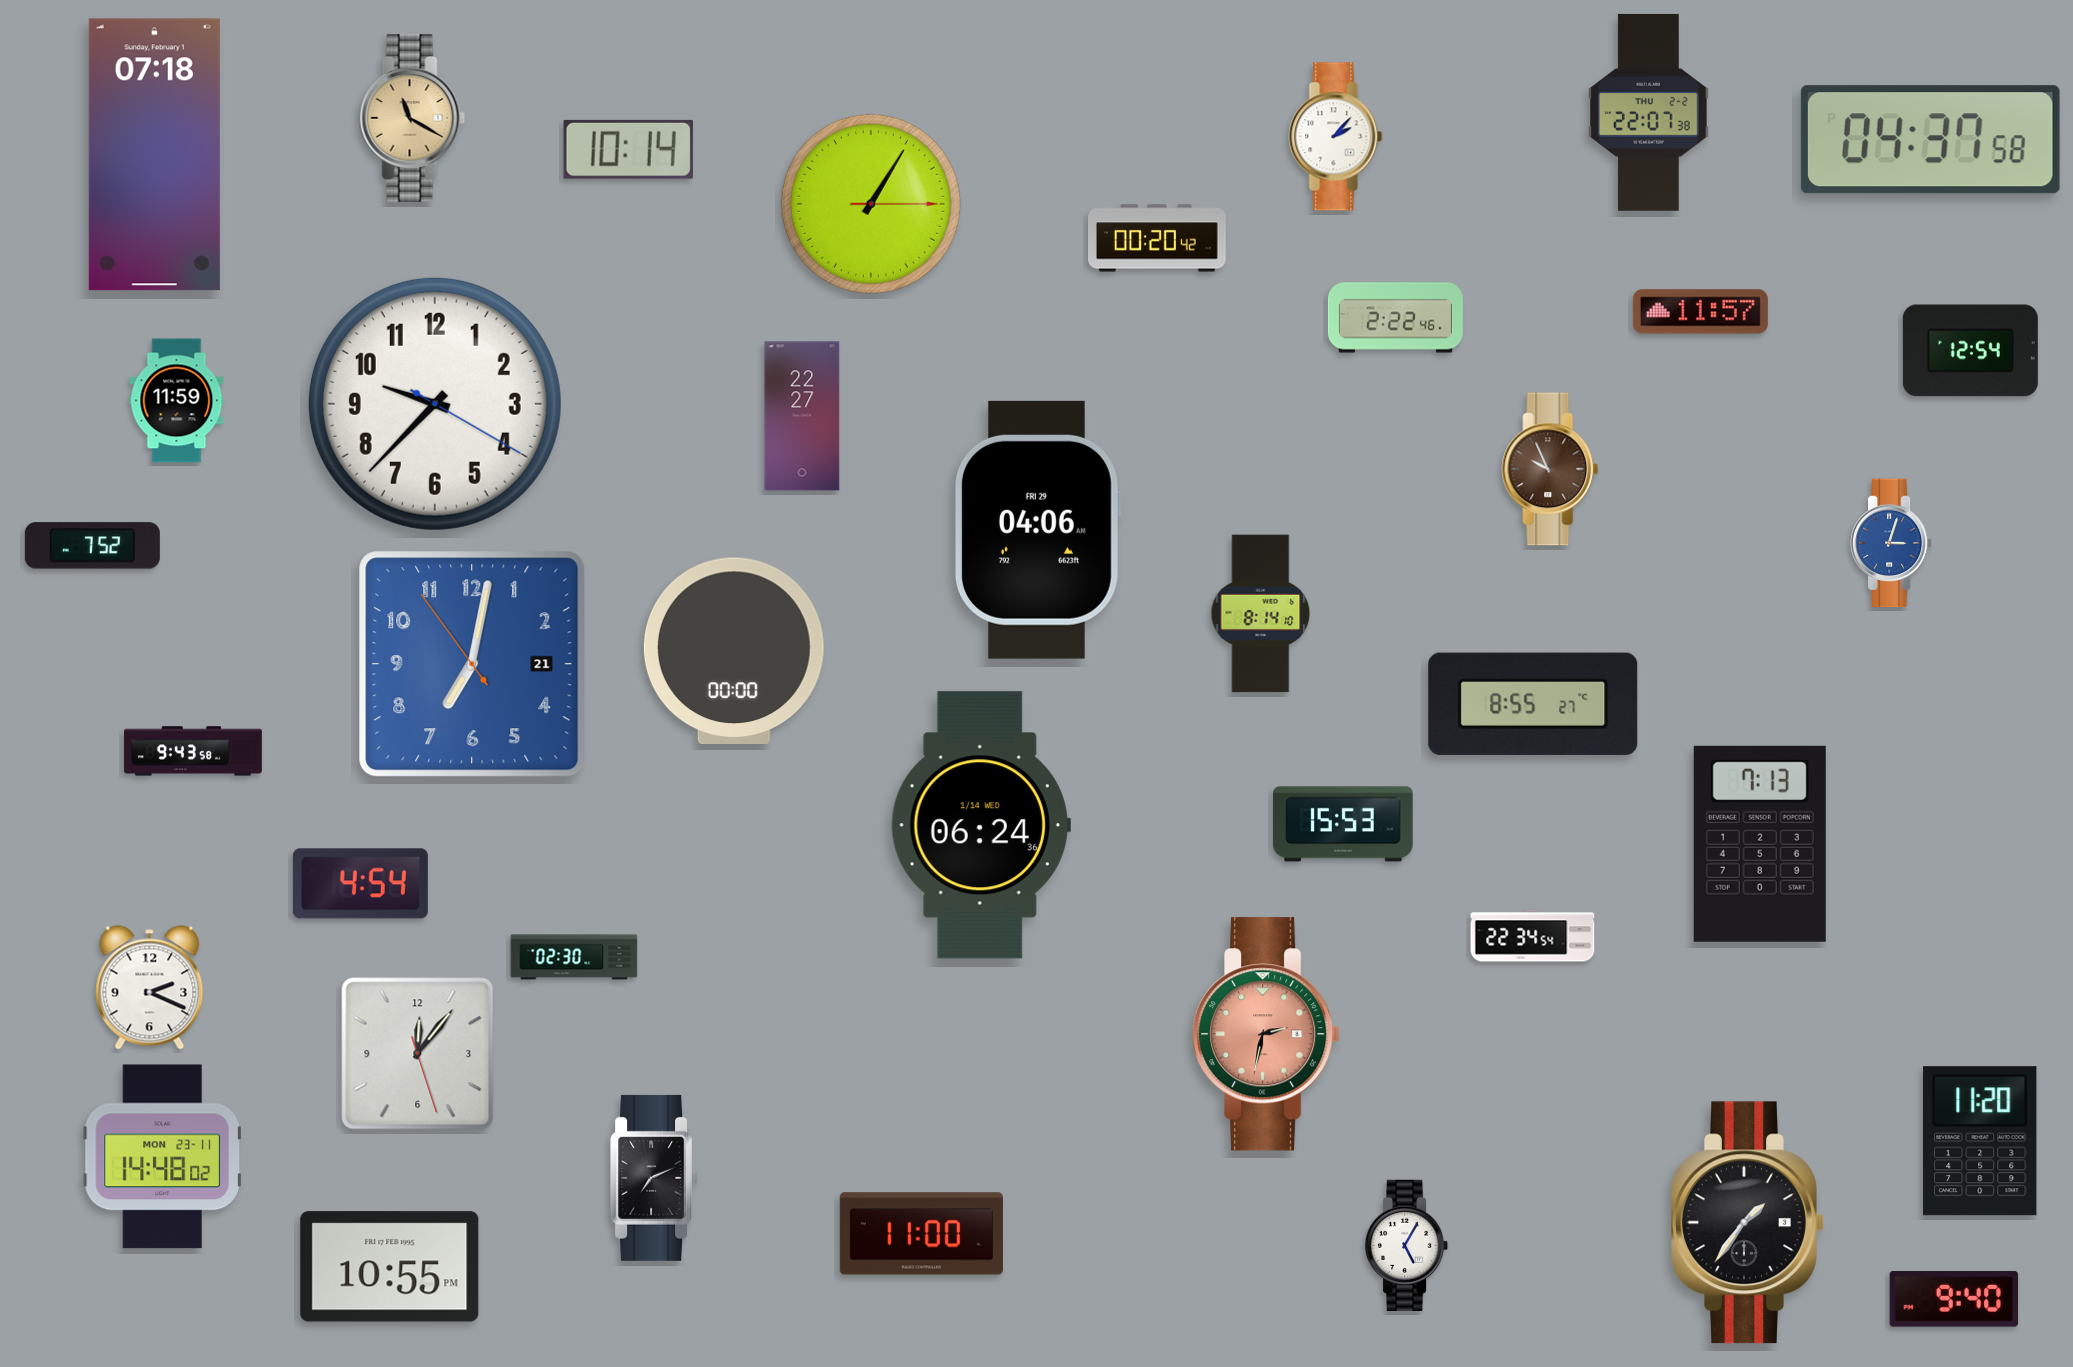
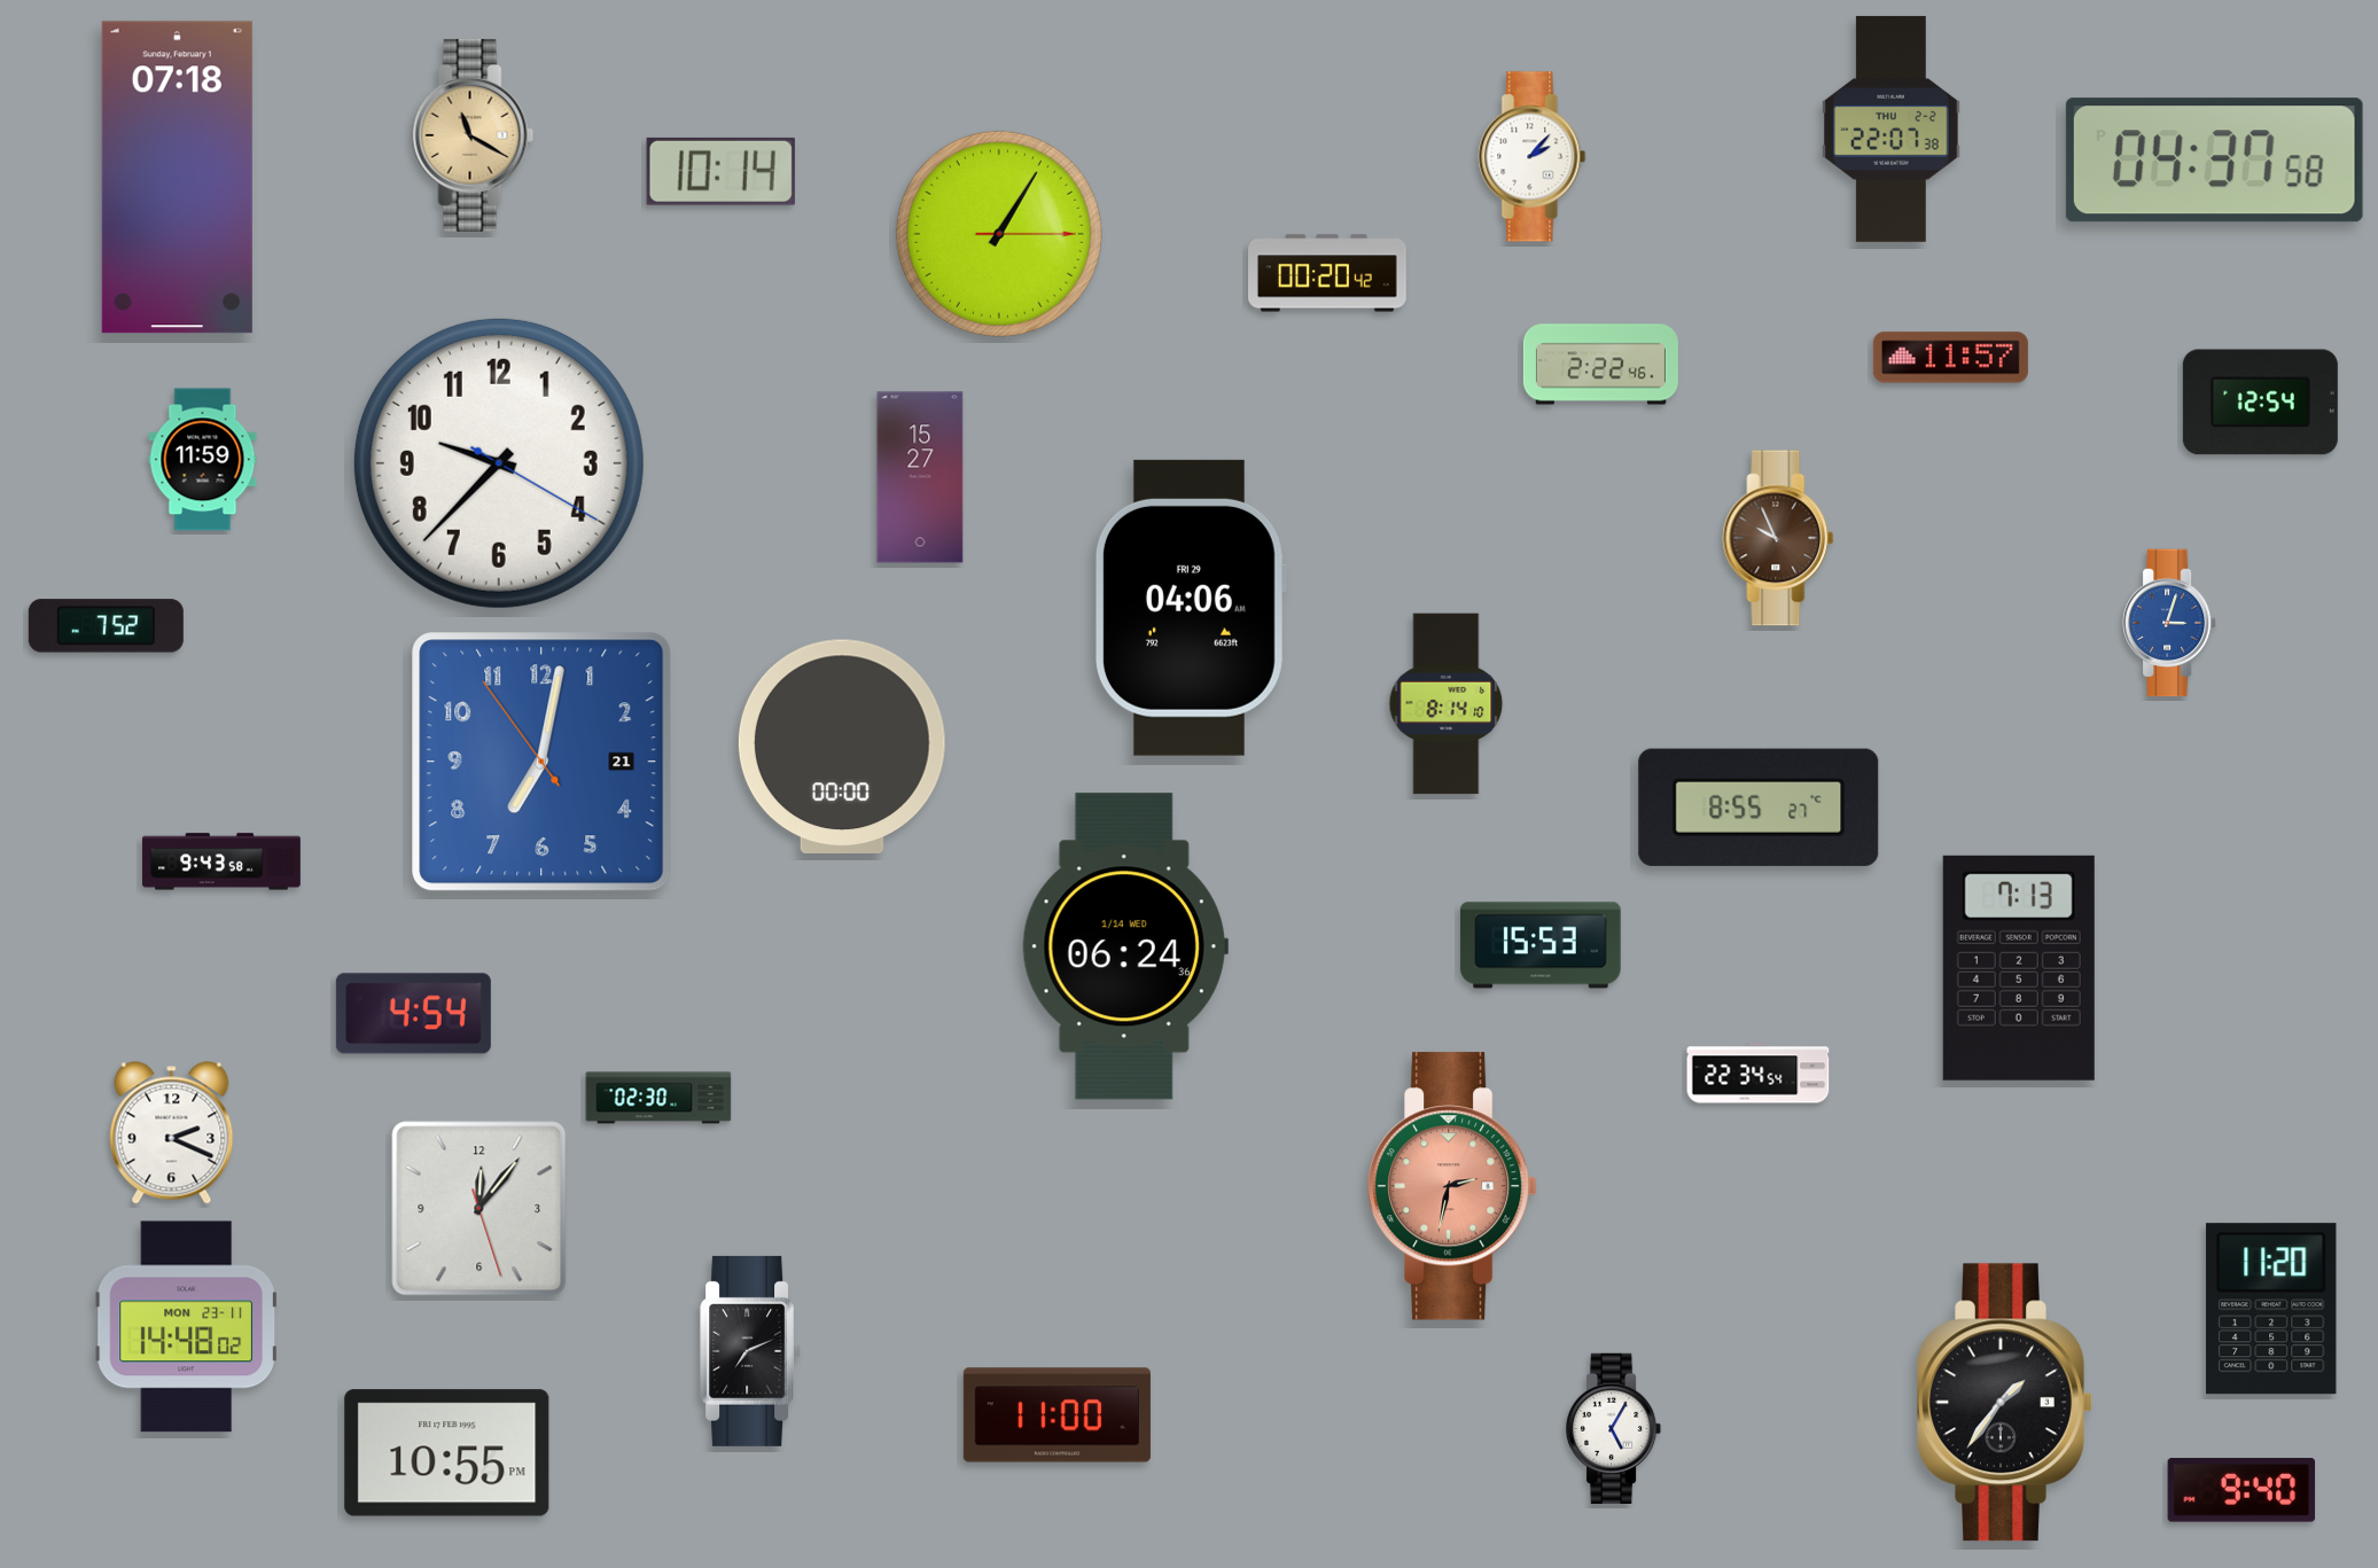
clock at (802, 416): 22:27 -> 15:27
